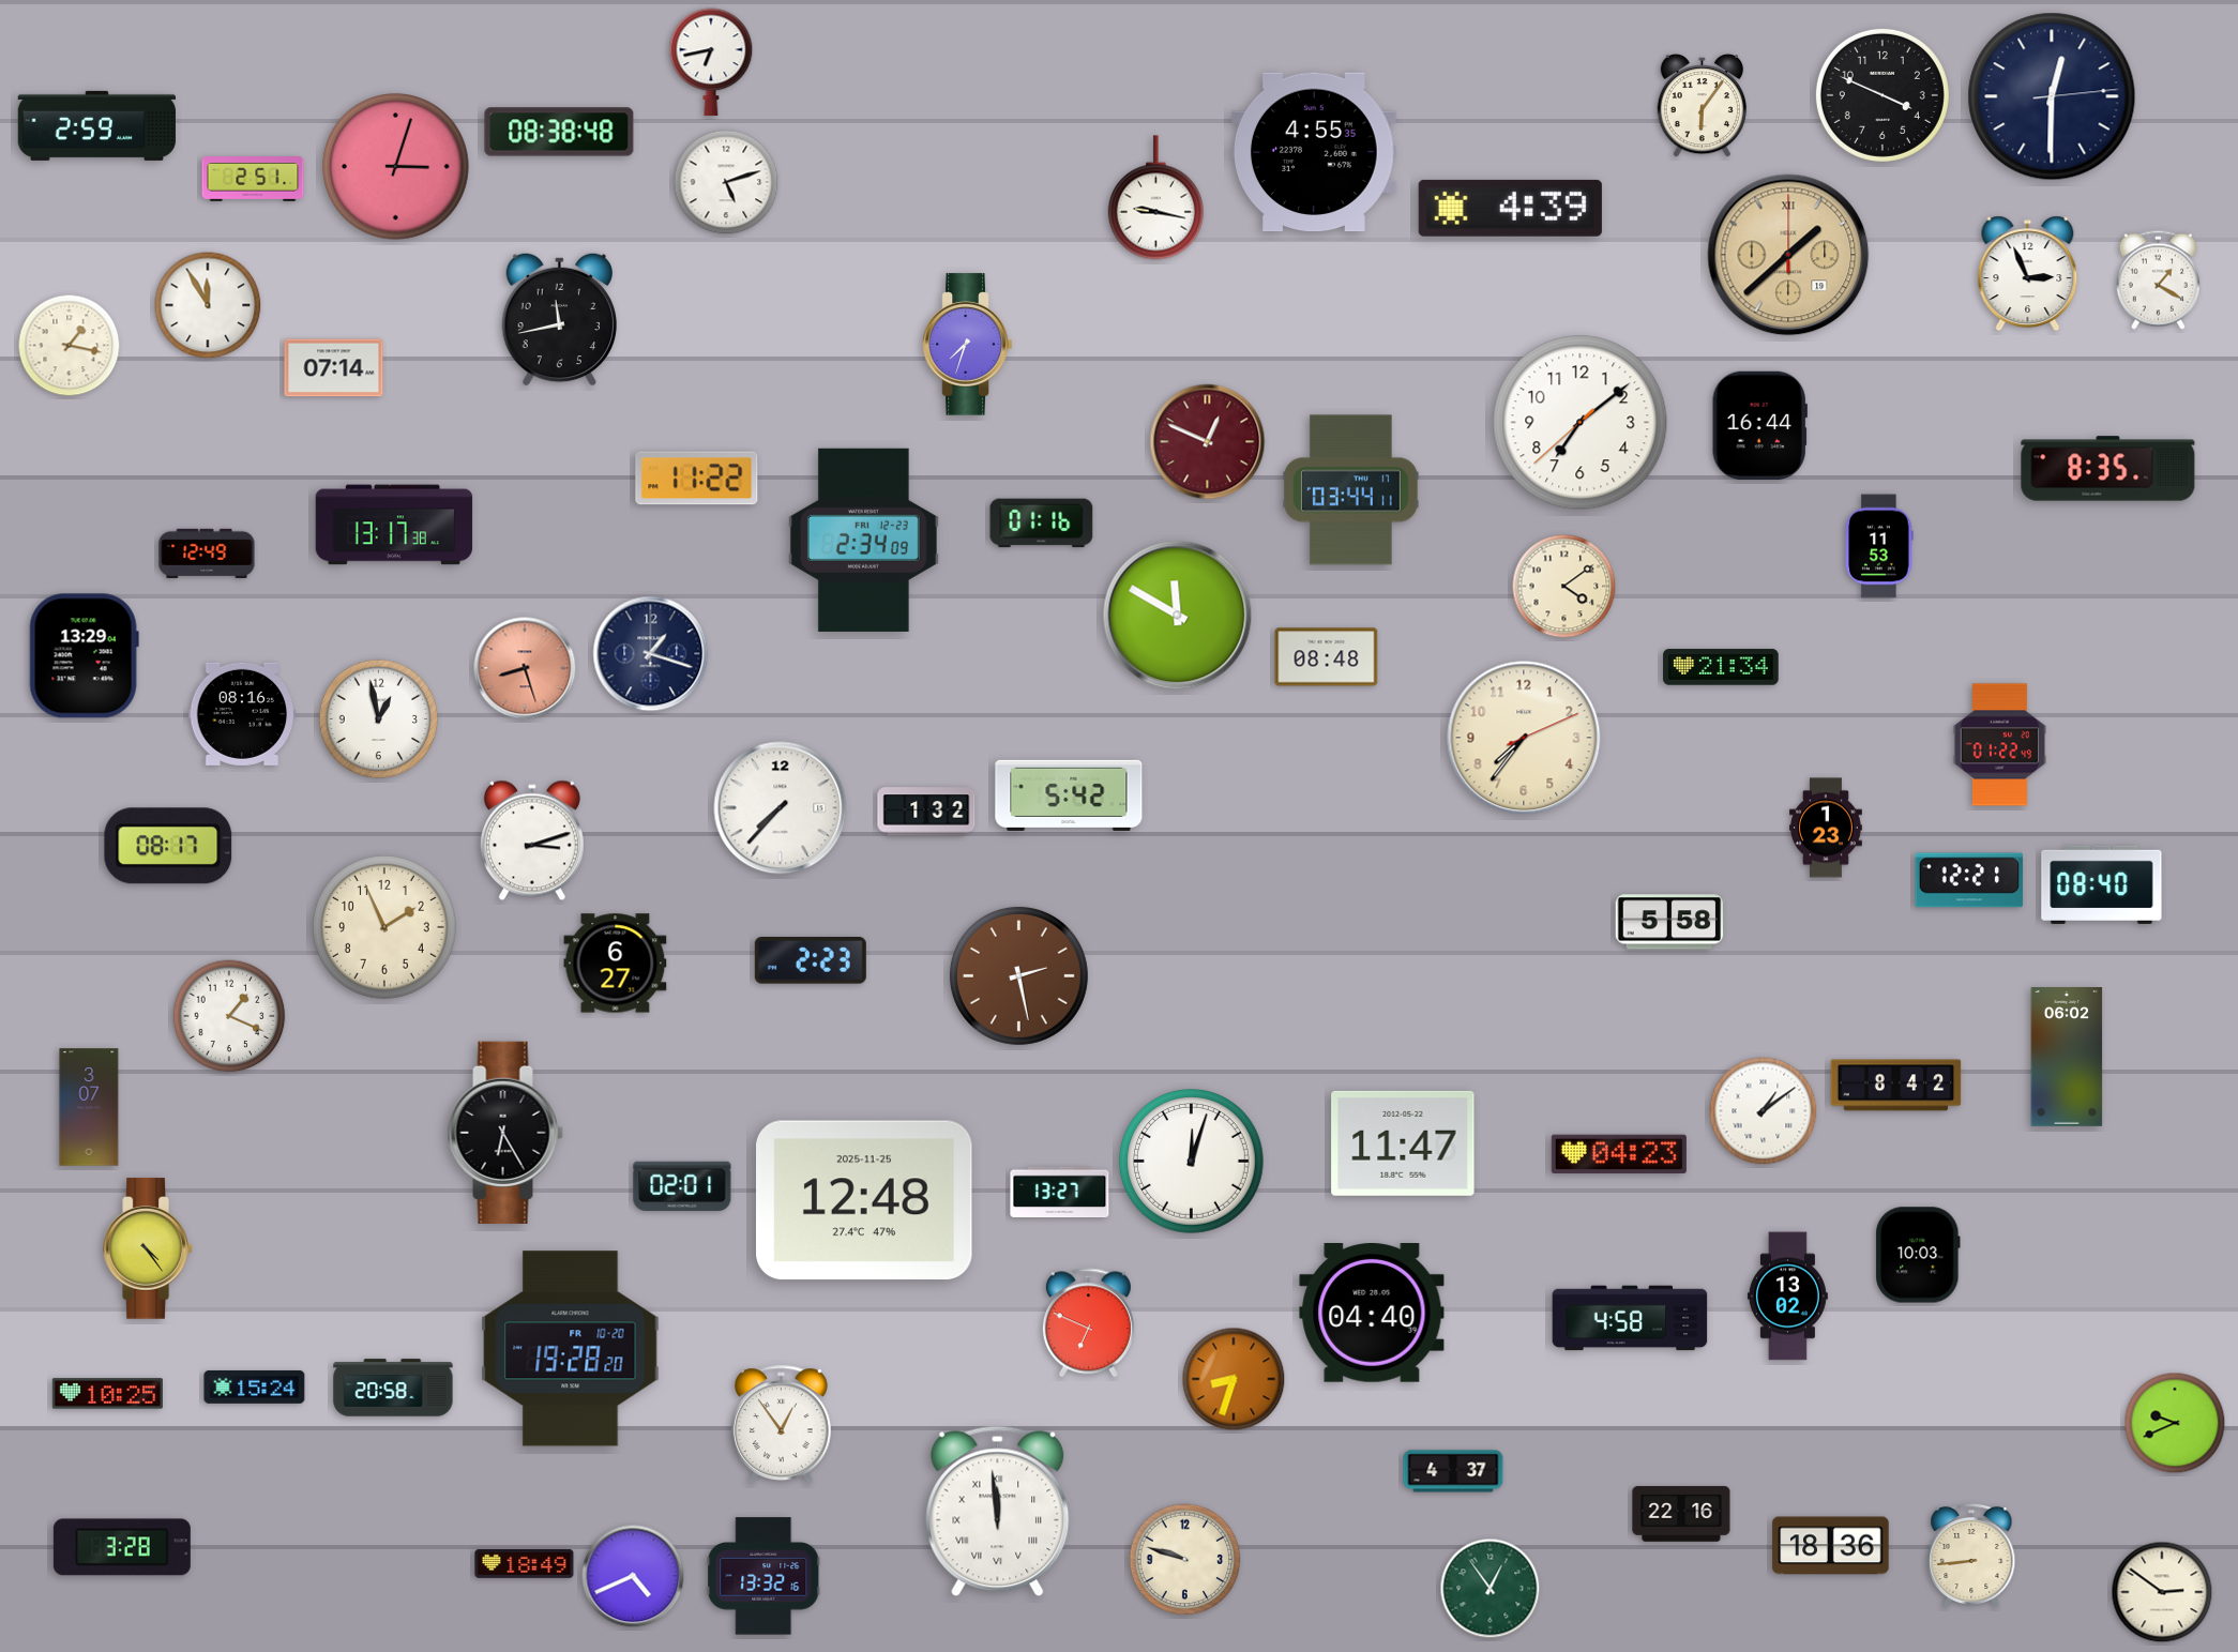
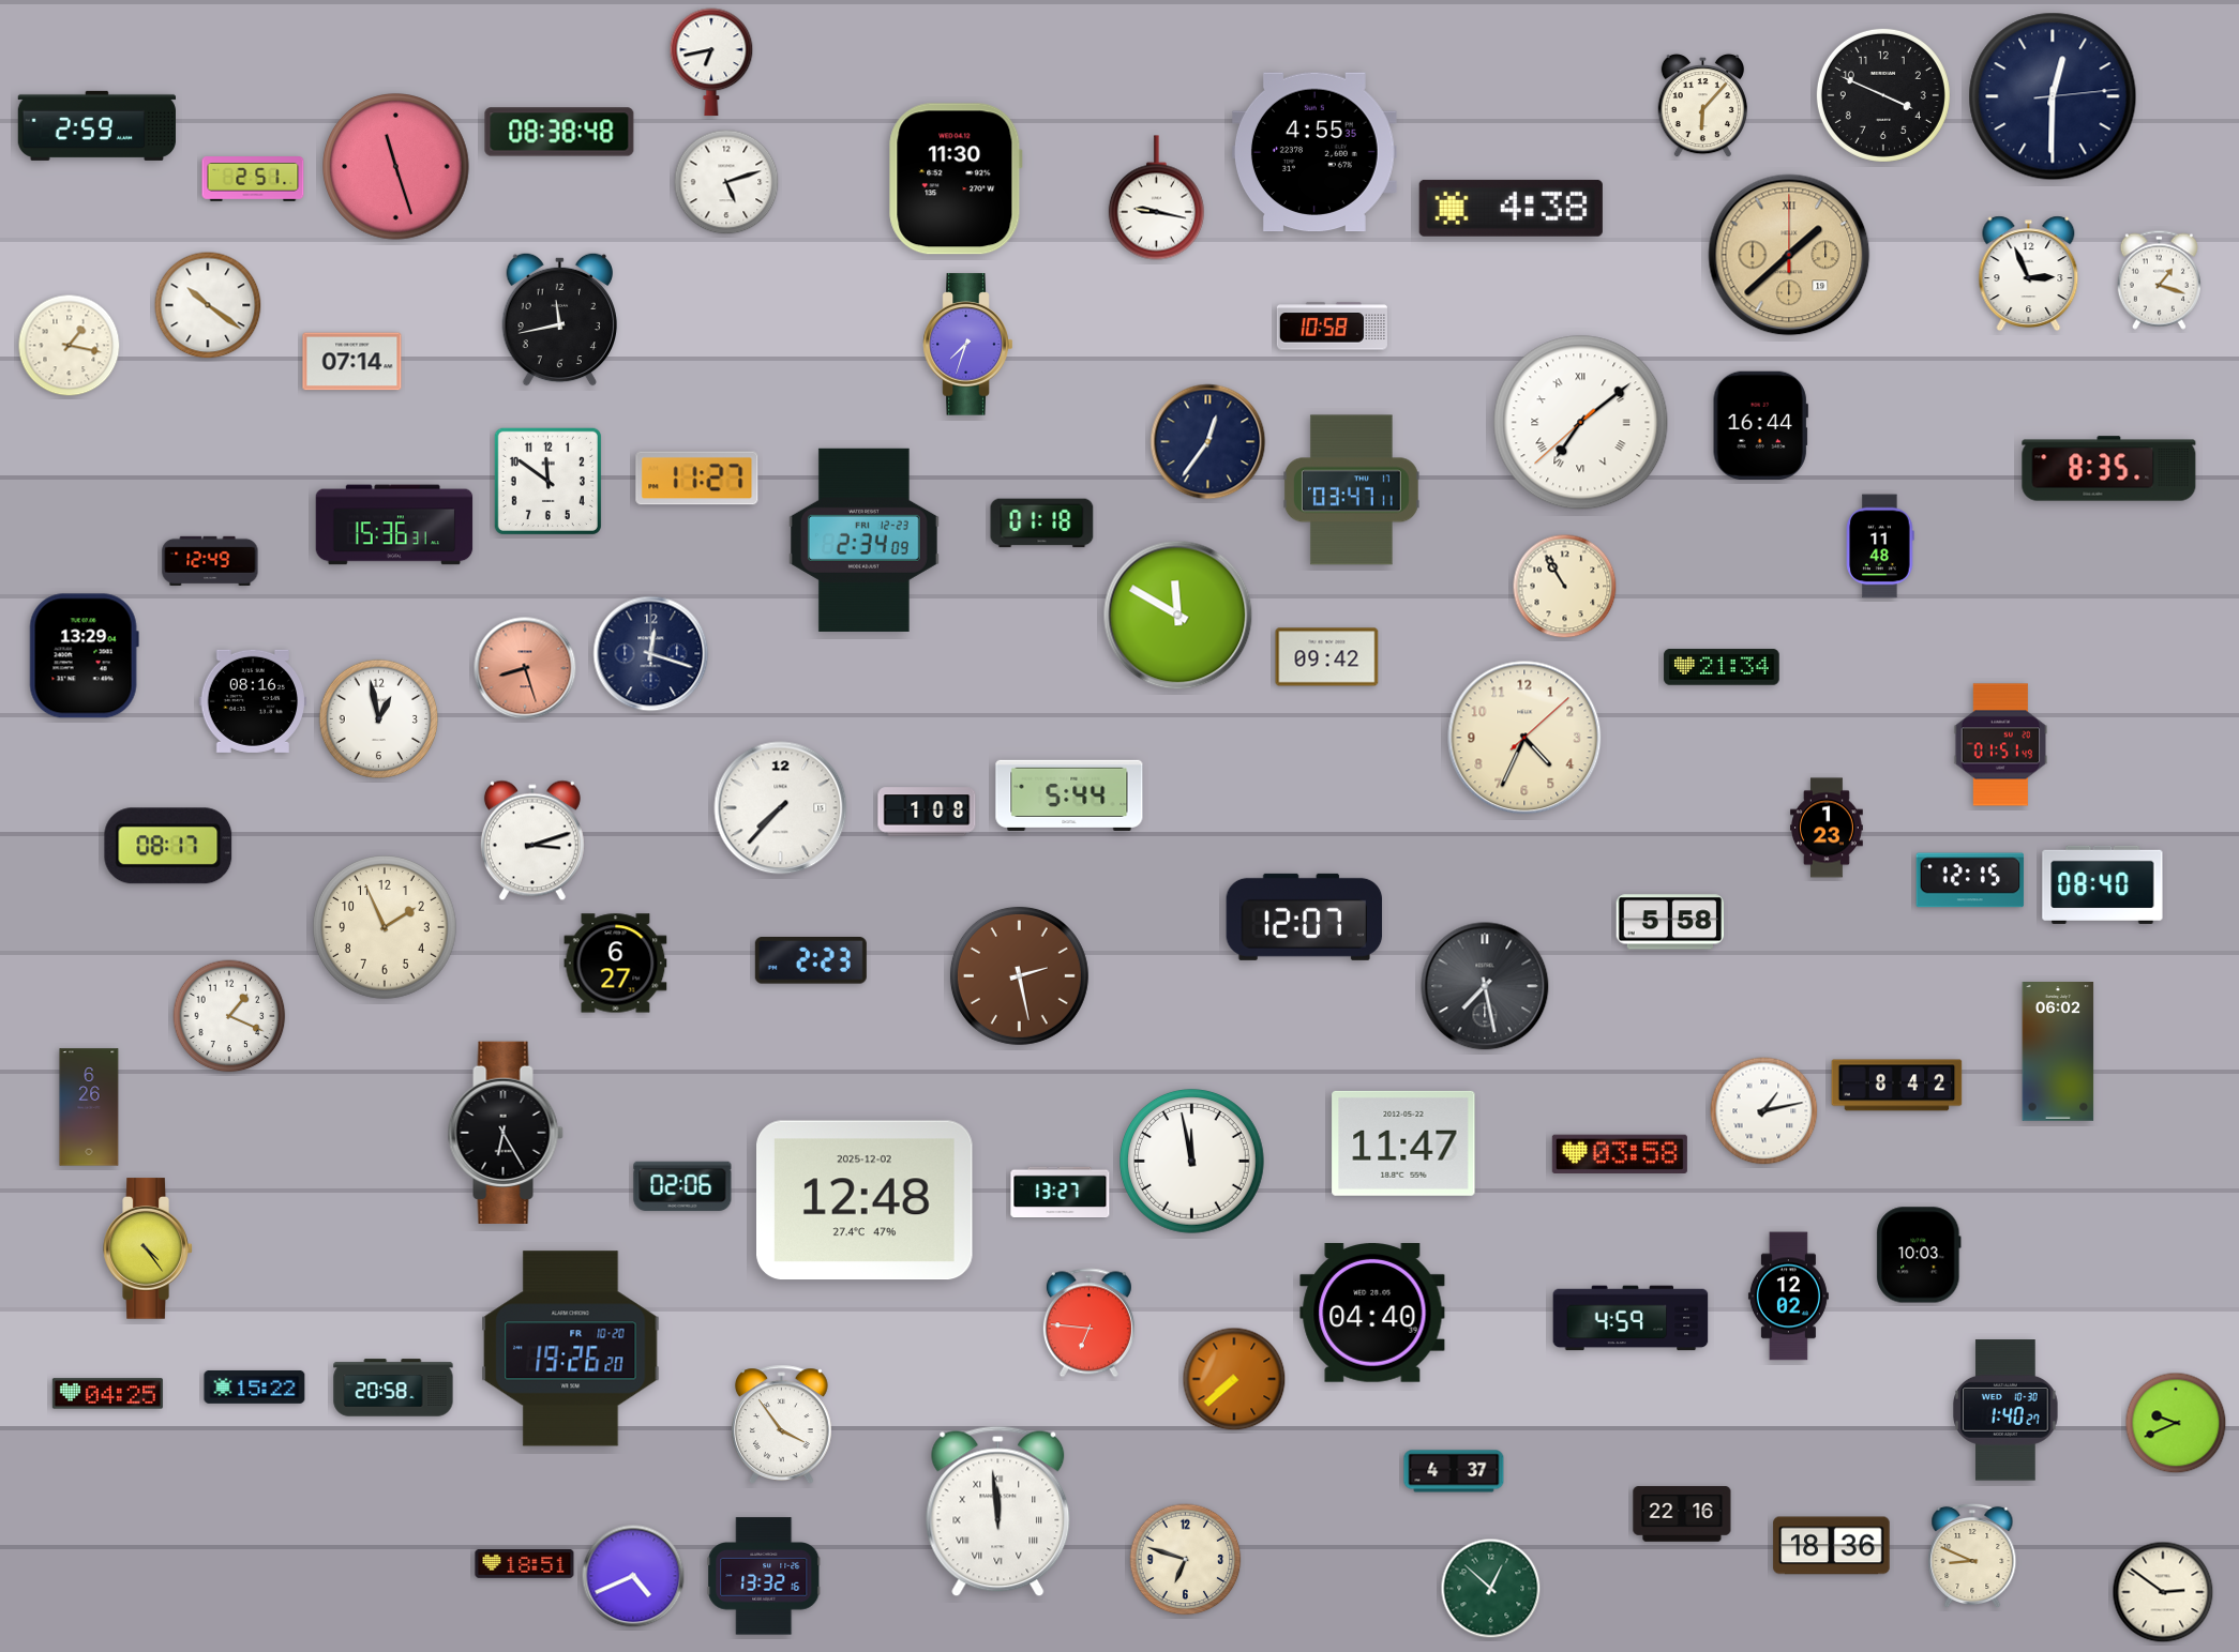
clock at (1702, 106): 6:06 -> 6:07
clock at (396, 167): 3:03 -> 11:27
clock at (956, 179): none -> 11:30
clock at (1510, 208): 4:39 -> 4:38
clock at (2158, 279): 1:20 -> 1:18
clock at (208, 305): 11:55 -> 10:21
clock at (1332, 327): none -> 10:58
clock at (334, 368) position: (334, 368) -> (352, 362)
clock at (1581, 423) numerals: Arabic -> Roman
clock at (1208, 442): 12:49 -> 12:36
clock at (1208, 442) dial: burgundy -> navy
clock at (697, 479): 11:22 -> 11:27
clock at (547, 481): none -> 11:51
clock at (1350, 490): 03:44 -> 03:47
clock at (1042, 524): 01:16 -> 01:18
clock at (394, 525): 13:17 -> 15:36
clock at (1879, 546): 11:53 -> 11:48
clock at (207, 554) position: (207, 554) -> (210, 561)
clock at (1564, 587): 4:09 -> 10:55
clock at (651, 654): 1:18 -> 12:18
clock at (1327, 657): 08:48 -> 09:42
clock at (242, 714) position: (242, 714) -> (253, 701)
clock at (1524, 738): 7:36 -> 4:34
clock at (2000, 745): 01:22 -> 01:51
clock at (1069, 795): 5:42 -> 5:44
clock at (926, 812): 1:32 -> 1:08
clock at (1969, 880): 12:21 -> 12:15
clock at (1305, 916): none -> 12:07
clock at (1485, 986): none -> 7:28
clock at (2067, 1058) position: (2067, 1058) -> (2058, 1052)
clock at (89, 1107): 3:07 -> 6:26
clock at (1764, 1111): 1:09 -> 1:13
clock at (1619, 1153): 04:23 -> 03:58
clock at (1192, 1162): 12:03 -> 11:58
clock at (682, 1186): 02:01 -> 02:06
clock at (865, 1200) date: 2025-11-25 -> 2025-12-02
clock at (1787, 1297): 13:02 -> 12:02
clock at (1630, 1318): 4:58 -> 4:59
clock at (1088, 1323): 6:49 -> 6:46
clock at (571, 1349): 19:28 -> 19:26
clock at (1234, 1379): 8:33 -> 7:38
clock at (255, 1386): 15:24 -> 15:22
clock at (107, 1394): 10:25 -> 04:25
clock at (2005, 1410): none -> 1:40
clock at (781, 1424): 12:54 -> 3:54
clock at (122, 1547): 3:28 -> none
clock at (1971, 1555): 8:44 -> 8:49
clock at (1185, 1560): 9:48 -> 6:48
clock at (525, 1564): 18:49 -> 18:51
clock at (1491, 1589): 12:54 -> 12:52
